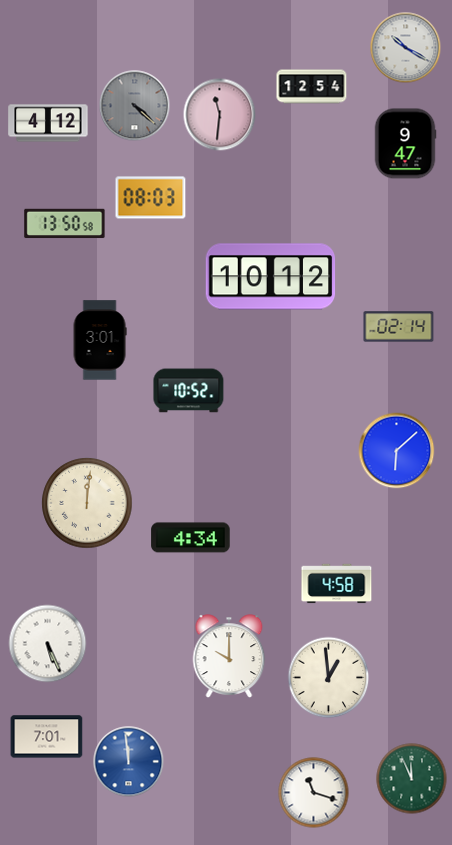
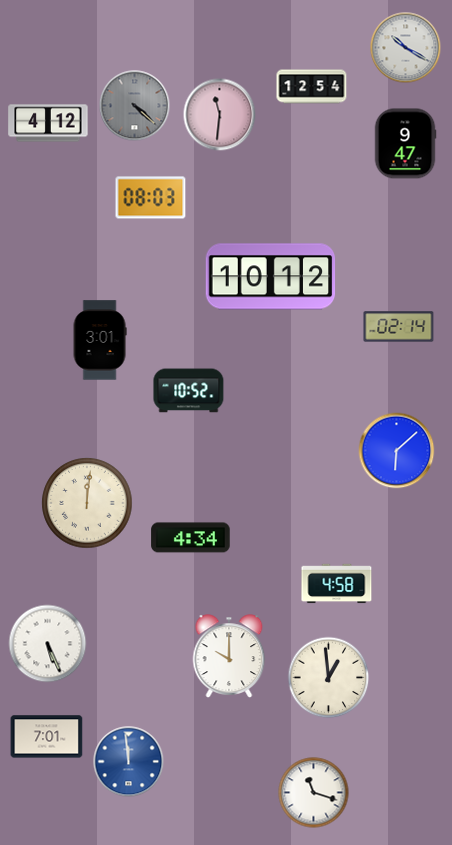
clock at (65, 224): 13:50 -> none
clock at (412, 779): 11:56 -> none
